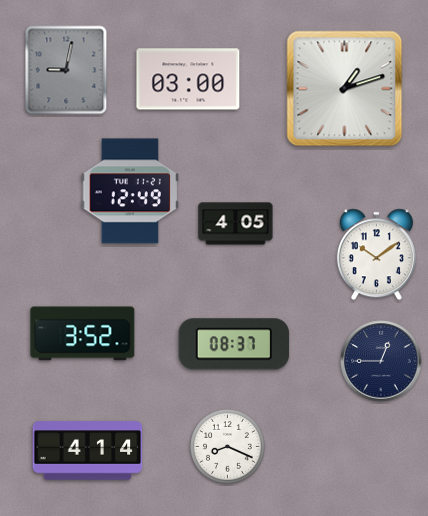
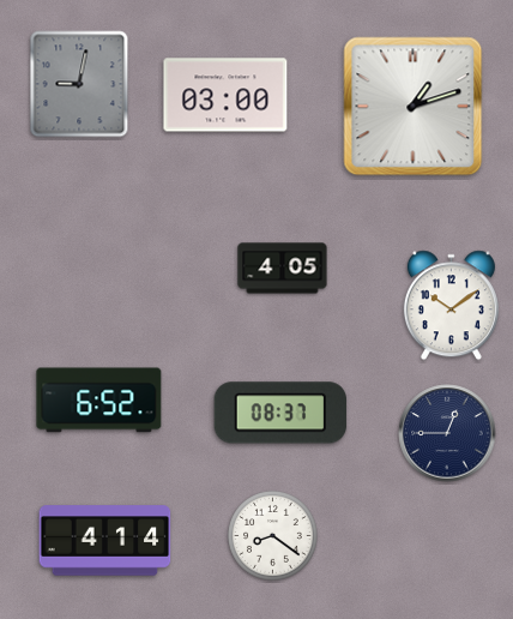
clock at (129, 191): 12:49 -> none
clock at (83, 334): 3:52 -> 6:52
clock at (381, 361) position: (381, 361) -> (447, 433)
clock at (228, 447): 8:19 -> 8:21
